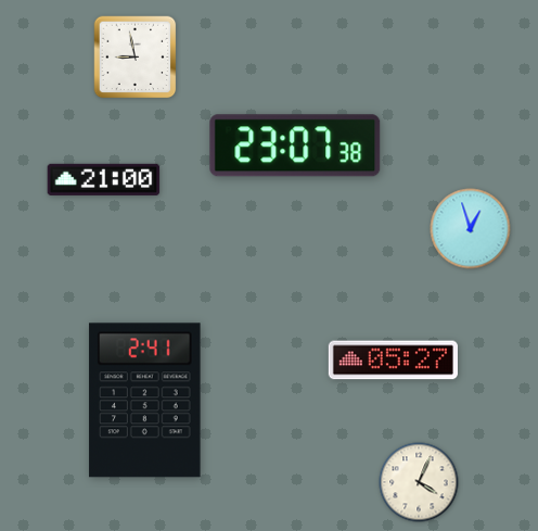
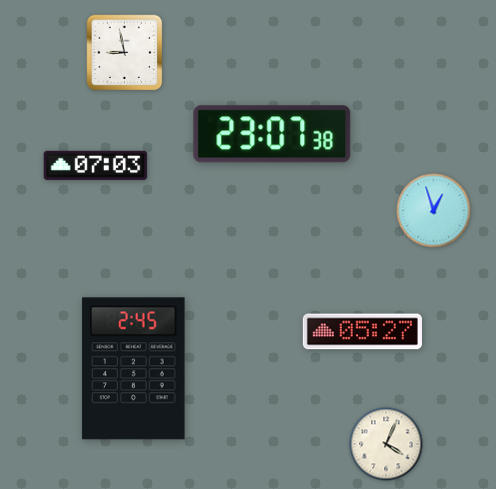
clock at (104, 179): 21:00 -> 07:03
clock at (145, 401): 2:41 -> 2:45
